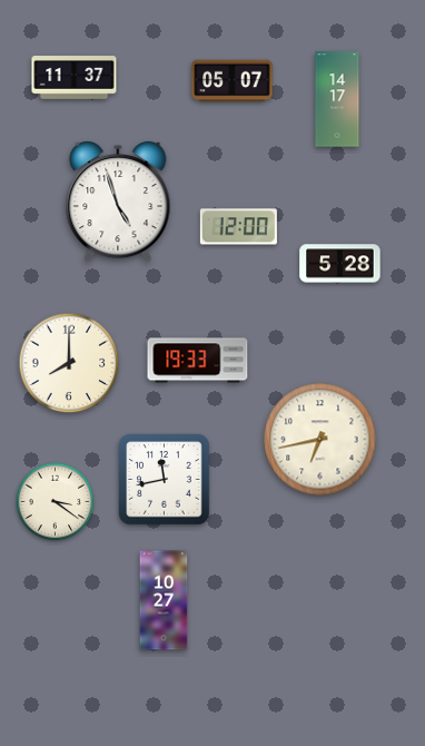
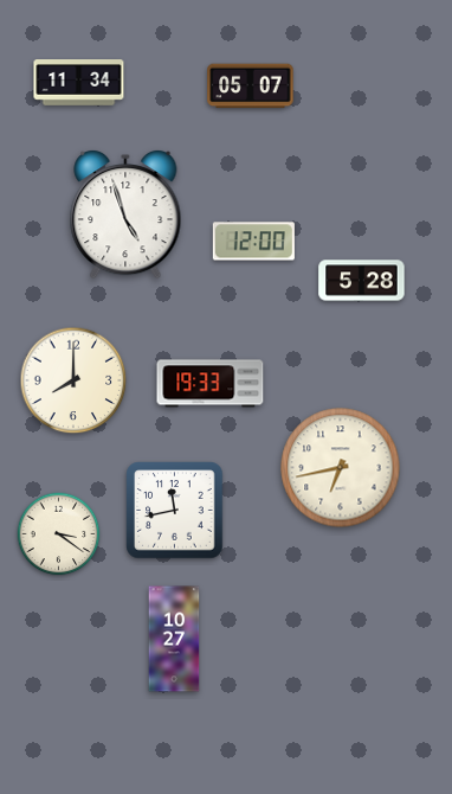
clock at (75, 78): 11:37 -> 11:34
clock at (233, 81) position: (233, 81) -> (251, 87)
clock at (337, 99): 14:17 -> none
clock at (69, 363) position: (69, 363) -> (73, 380)
